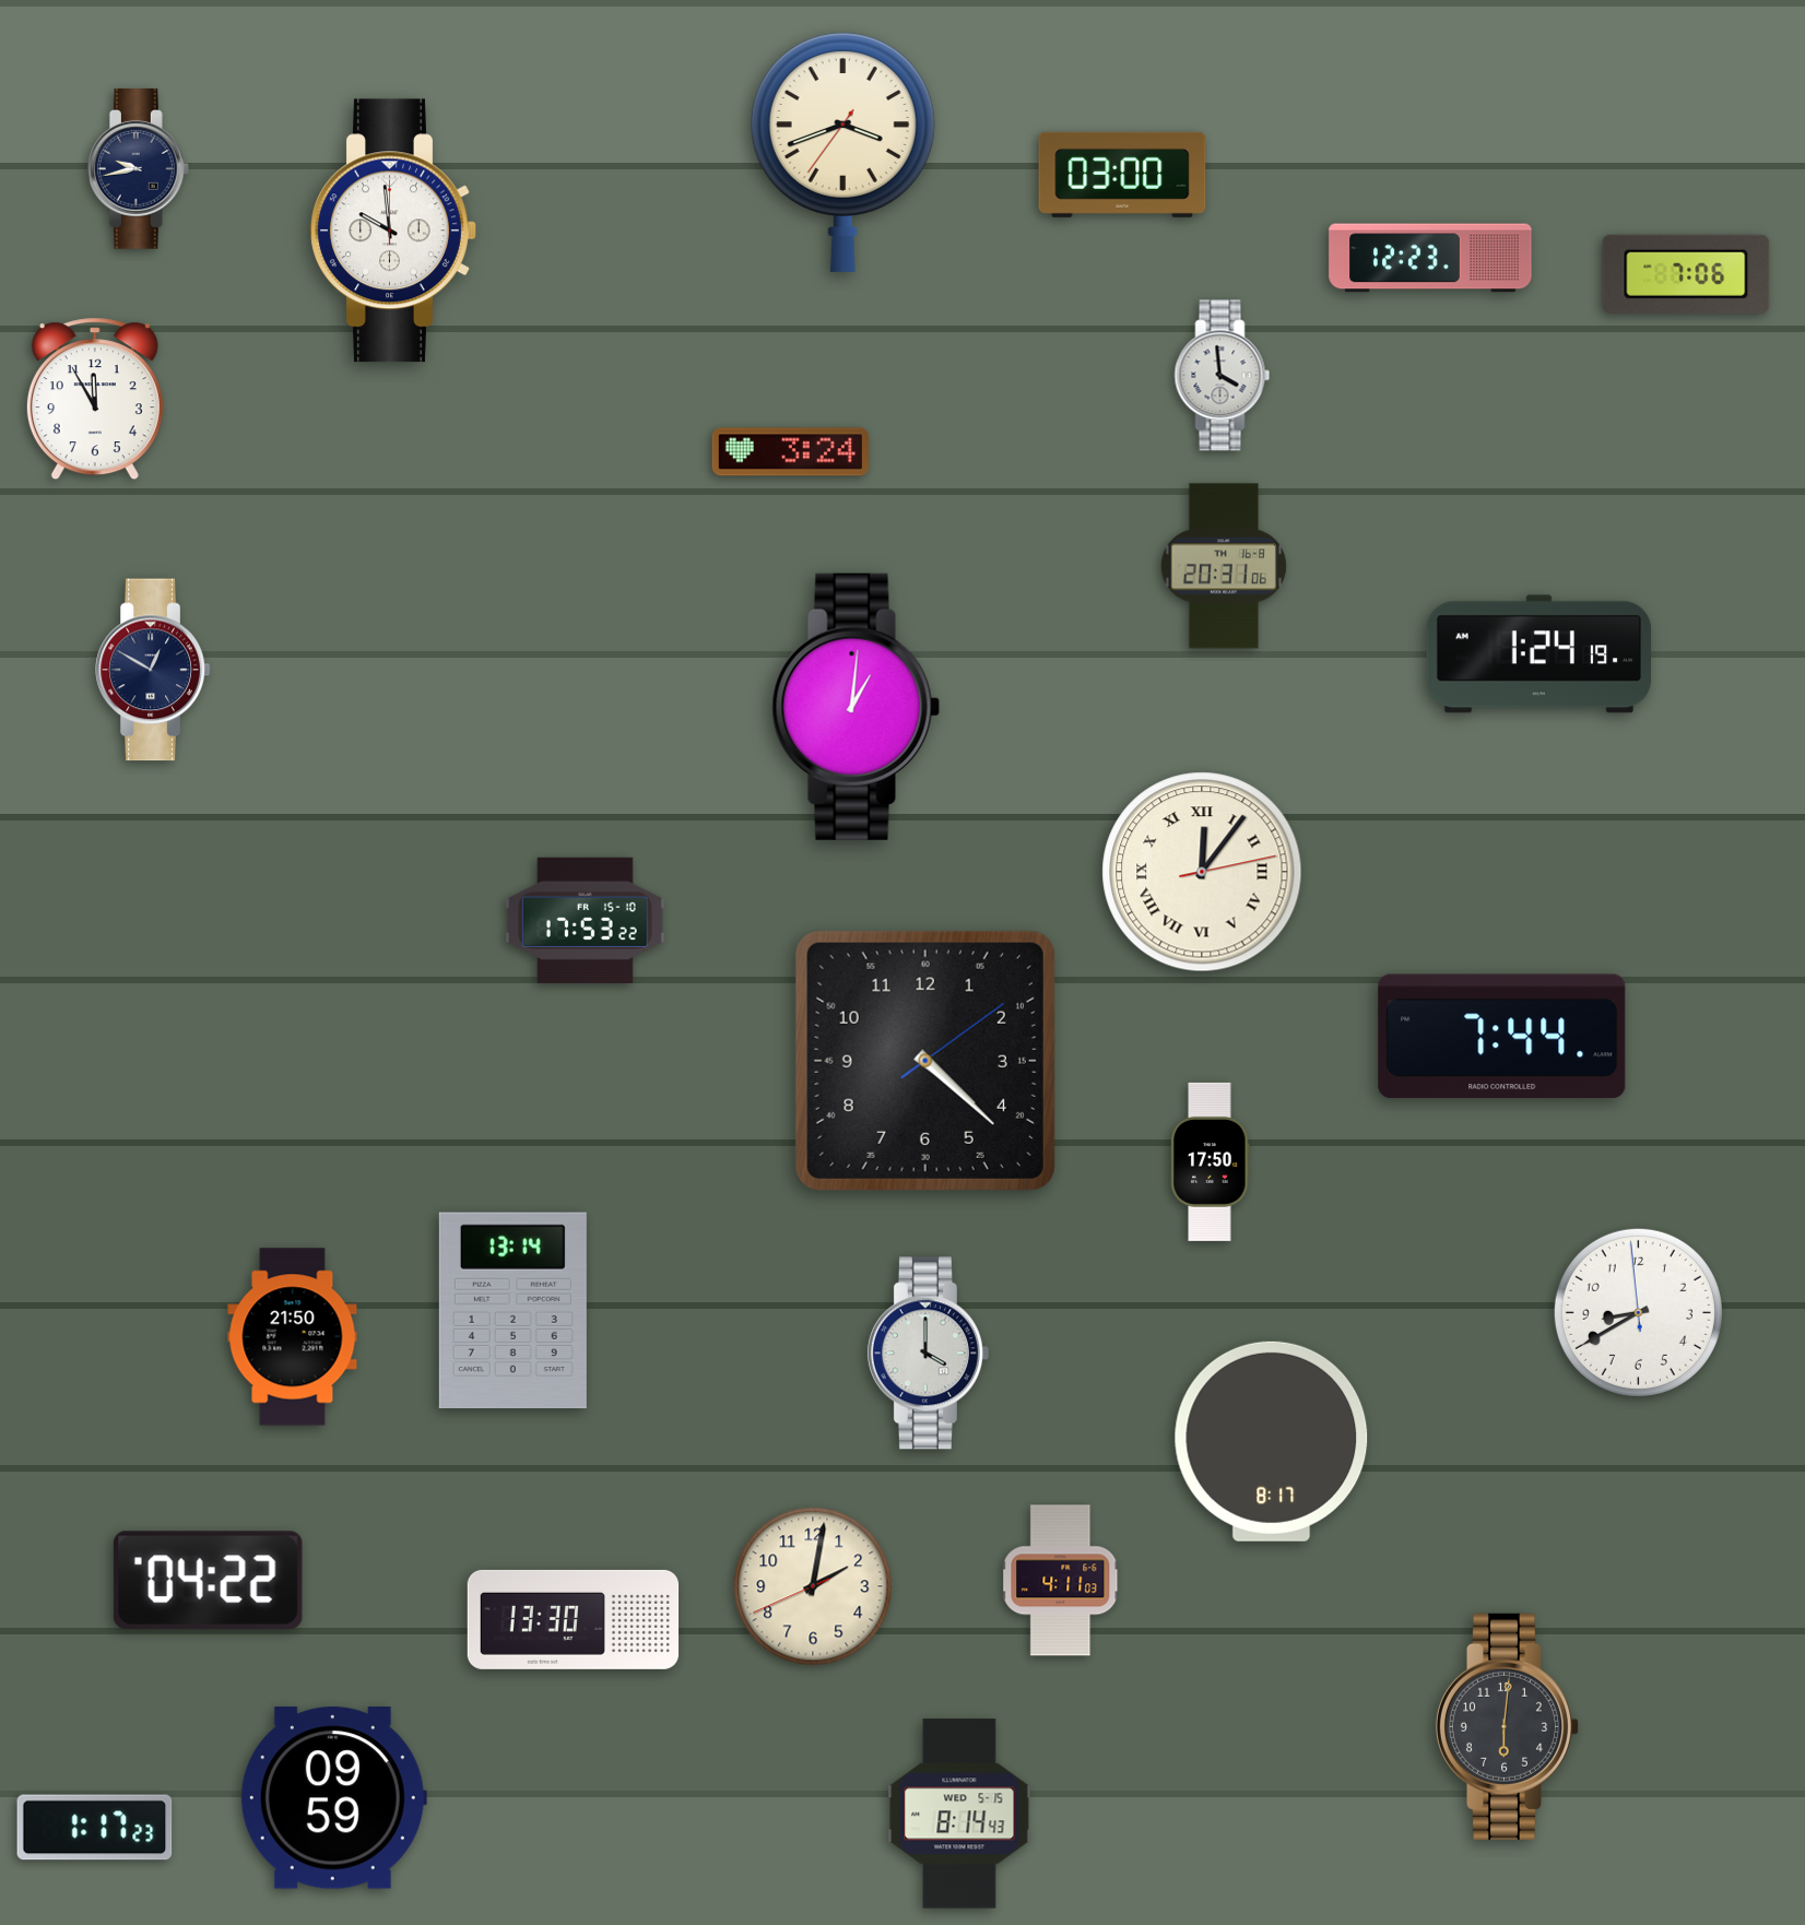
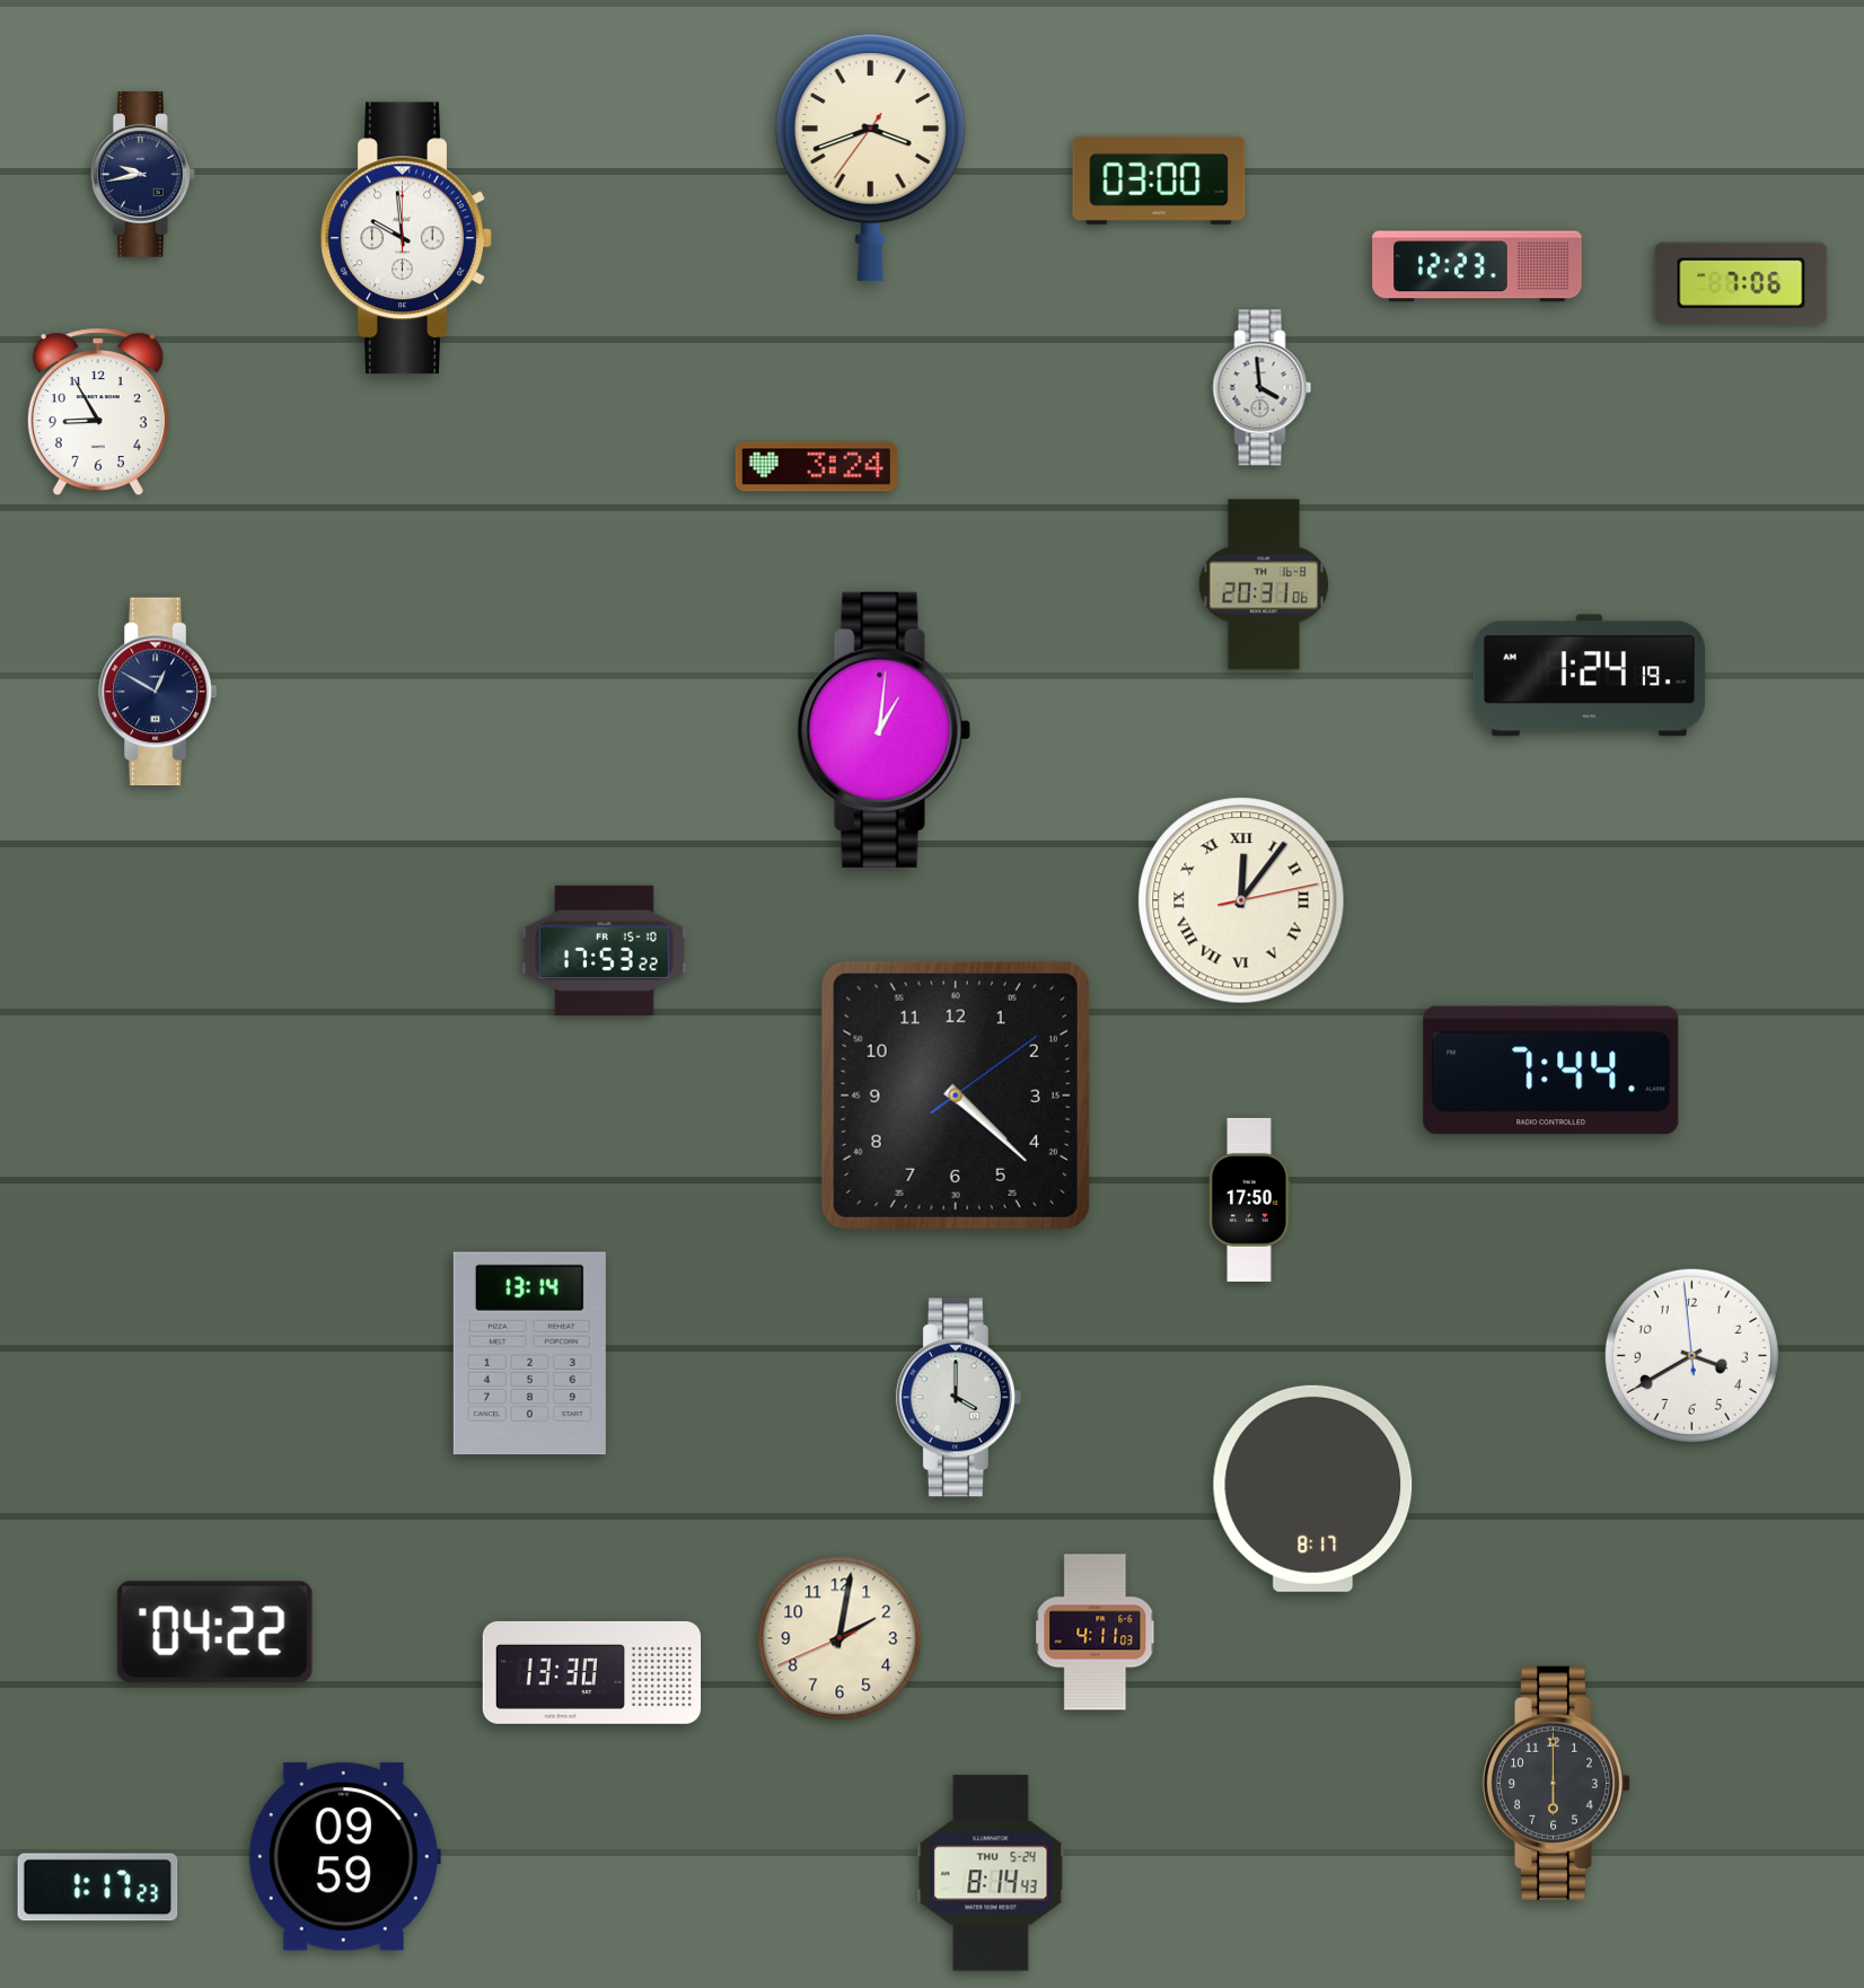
clock at (95, 399): 11:55 -> 8:55
clock at (1638, 1312): 8:39 -> 3:39
clock at (293, 1337): 21:50 -> none
clock at (1507, 1726): 6:01 -> 6:00
clock at (959, 1814) date: WED 5-15 -> THU 5-24
